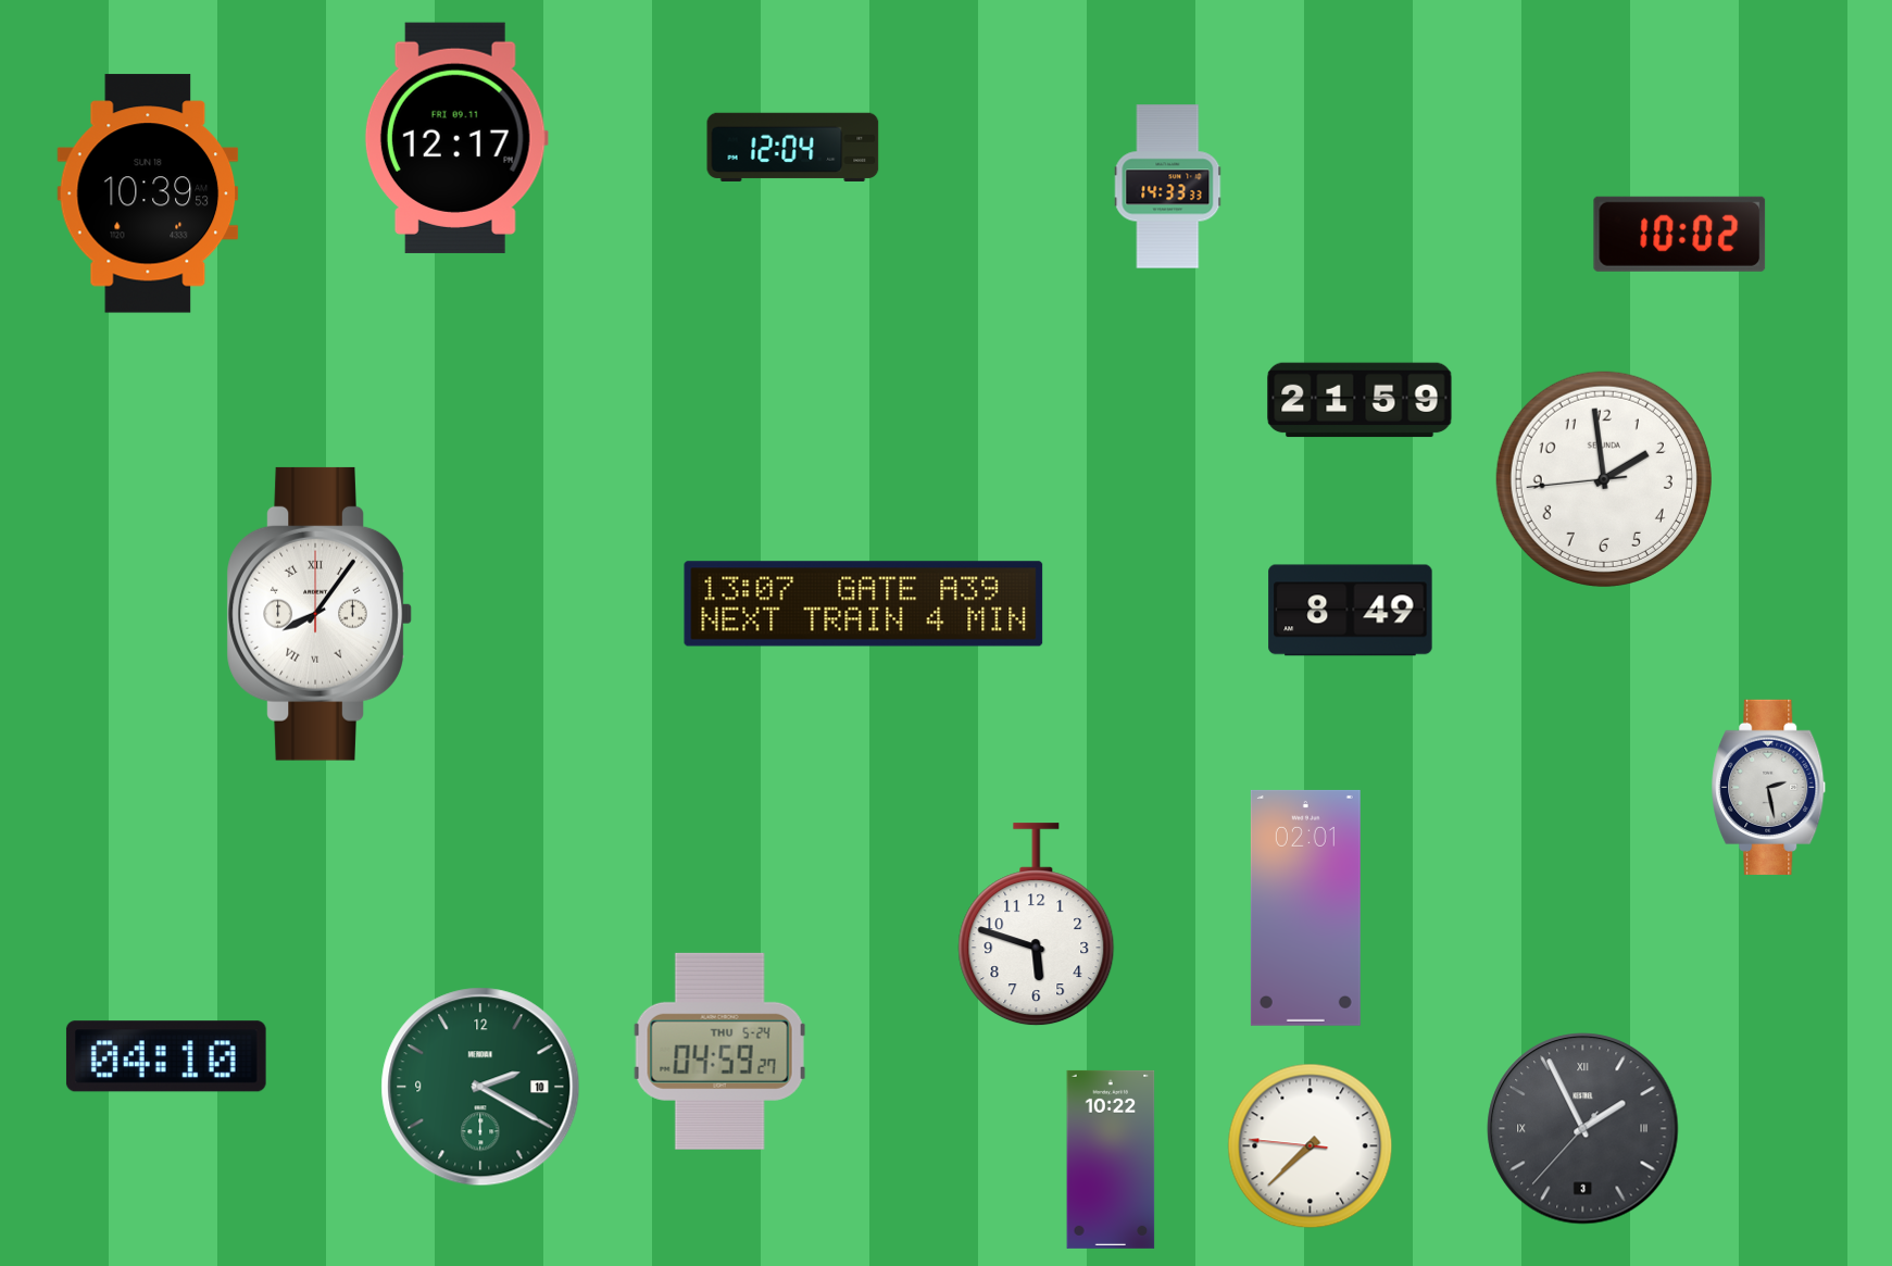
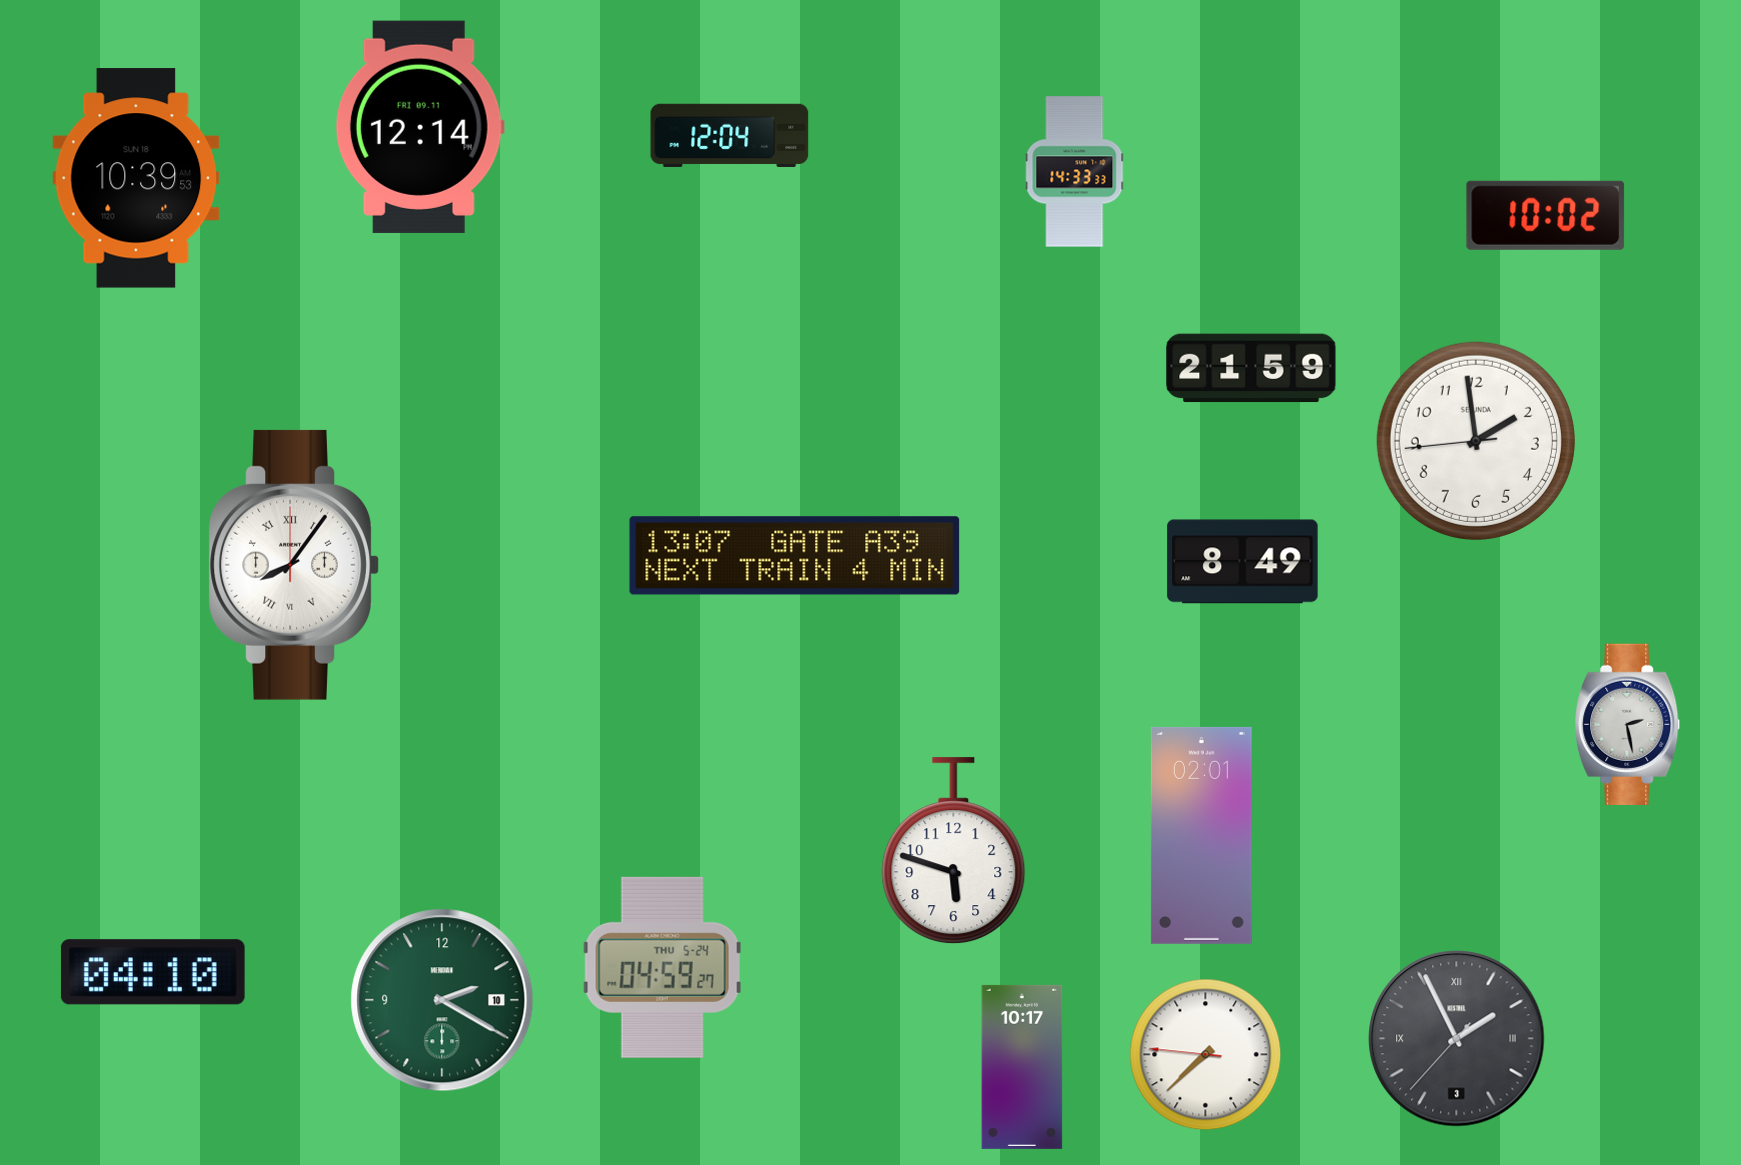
clock at (456, 138): 12:17 -> 12:14
clock at (1111, 1160): 10:22 -> 10:17
